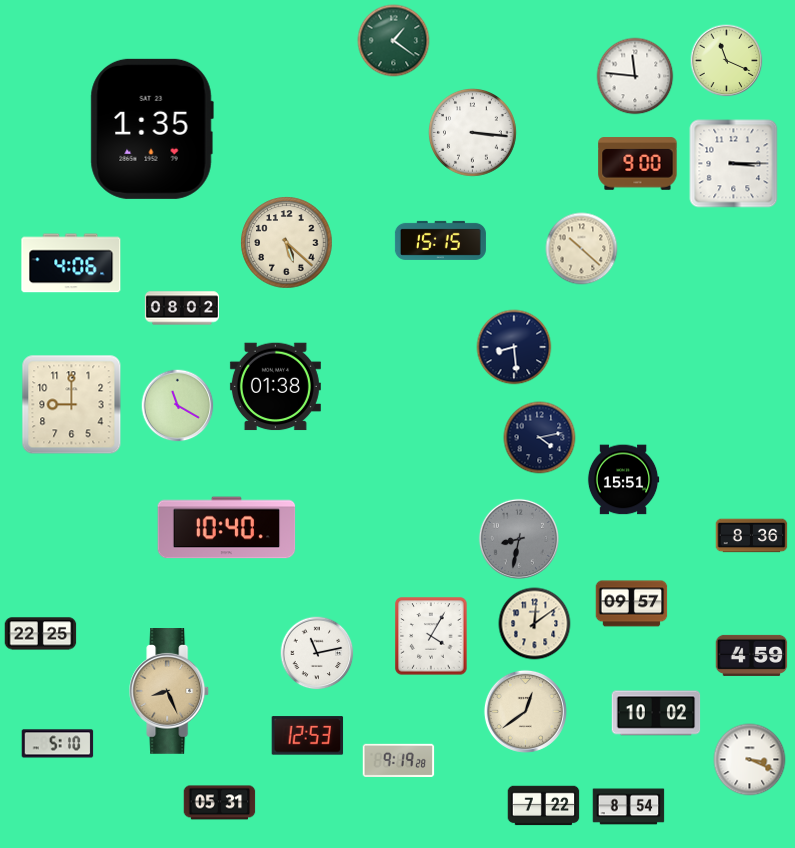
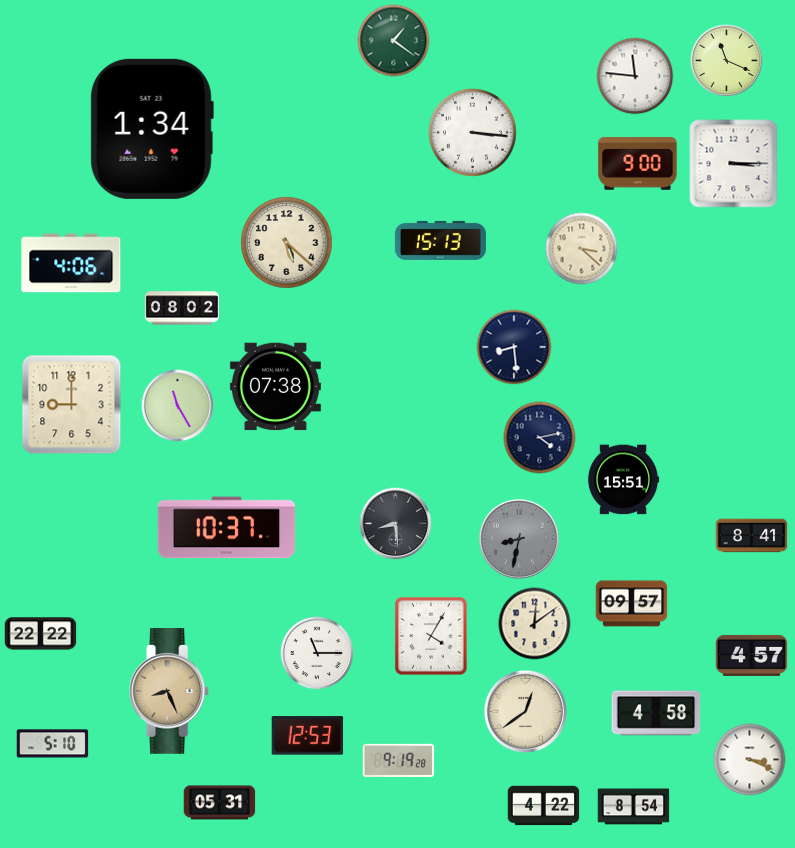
clock at (152, 129): 1:35 -> 1:34
clock at (440, 240): 15:15 -> 15:13
clock at (582, 249): 10:22 -> 3:22
clock at (275, 387): 01:38 -> 07:38
clock at (178, 406): 11:20 -> 11:25
clock at (396, 524): none -> 8:29
clock at (227, 528): 10:40 -> 10:37
clock at (752, 536): 8:36 -> 8:41
clock at (41, 634): 22:25 -> 22:22
clock at (317, 653): 11:13 -> 11:15
clock at (752, 655): 4:59 -> 4:57
clock at (656, 713): 10:02 -> 4:58
clock at (58, 744) position: (58, 744) -> (53, 744)
clock at (544, 806): 7:22 -> 4:22
clock at (629, 807) position: (629, 807) -> (634, 807)
